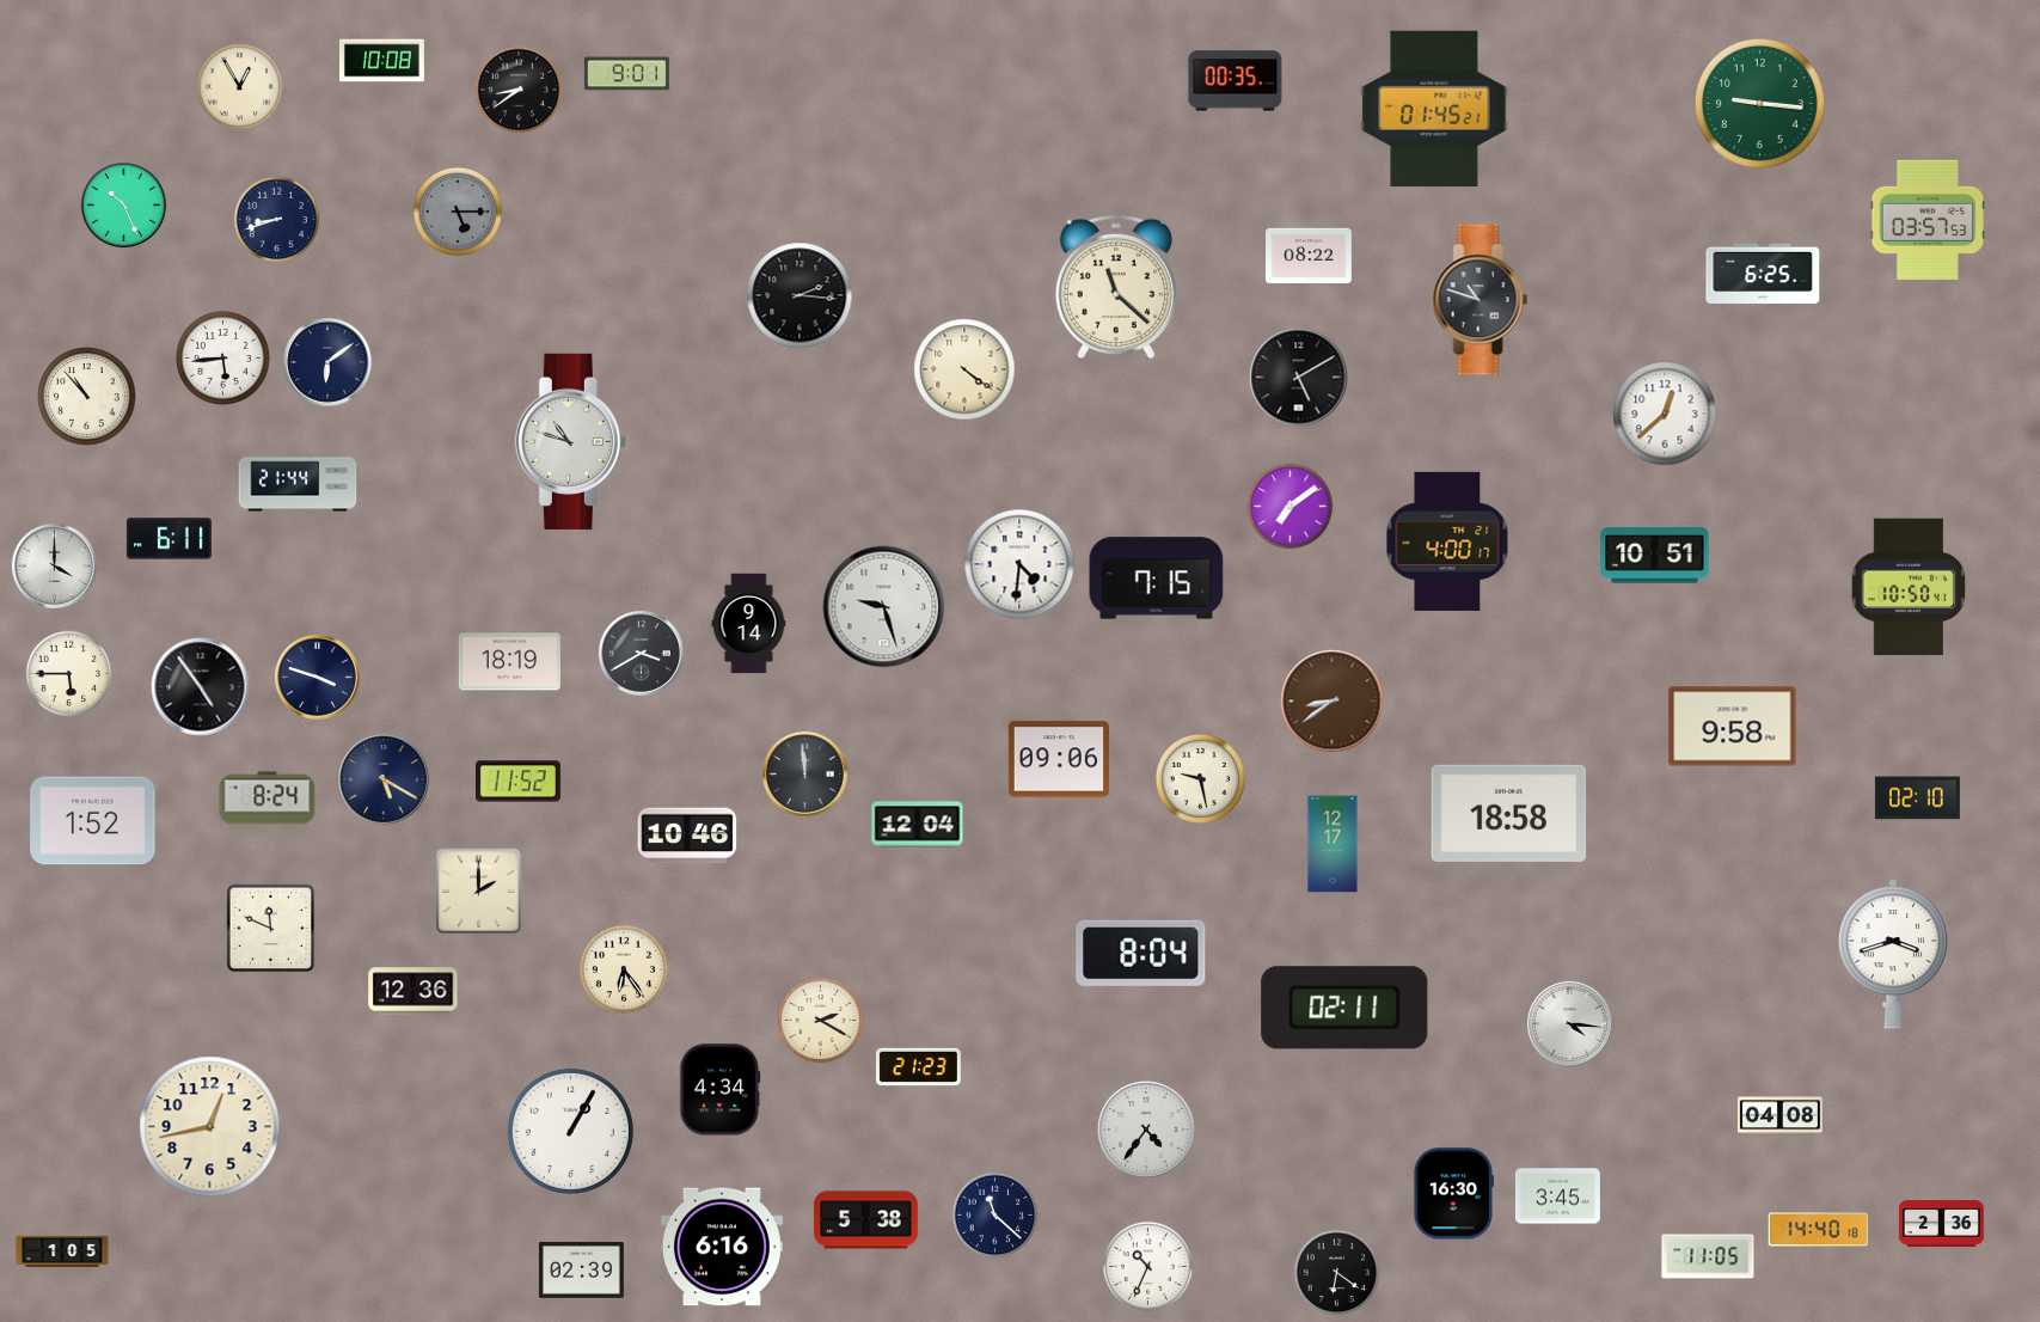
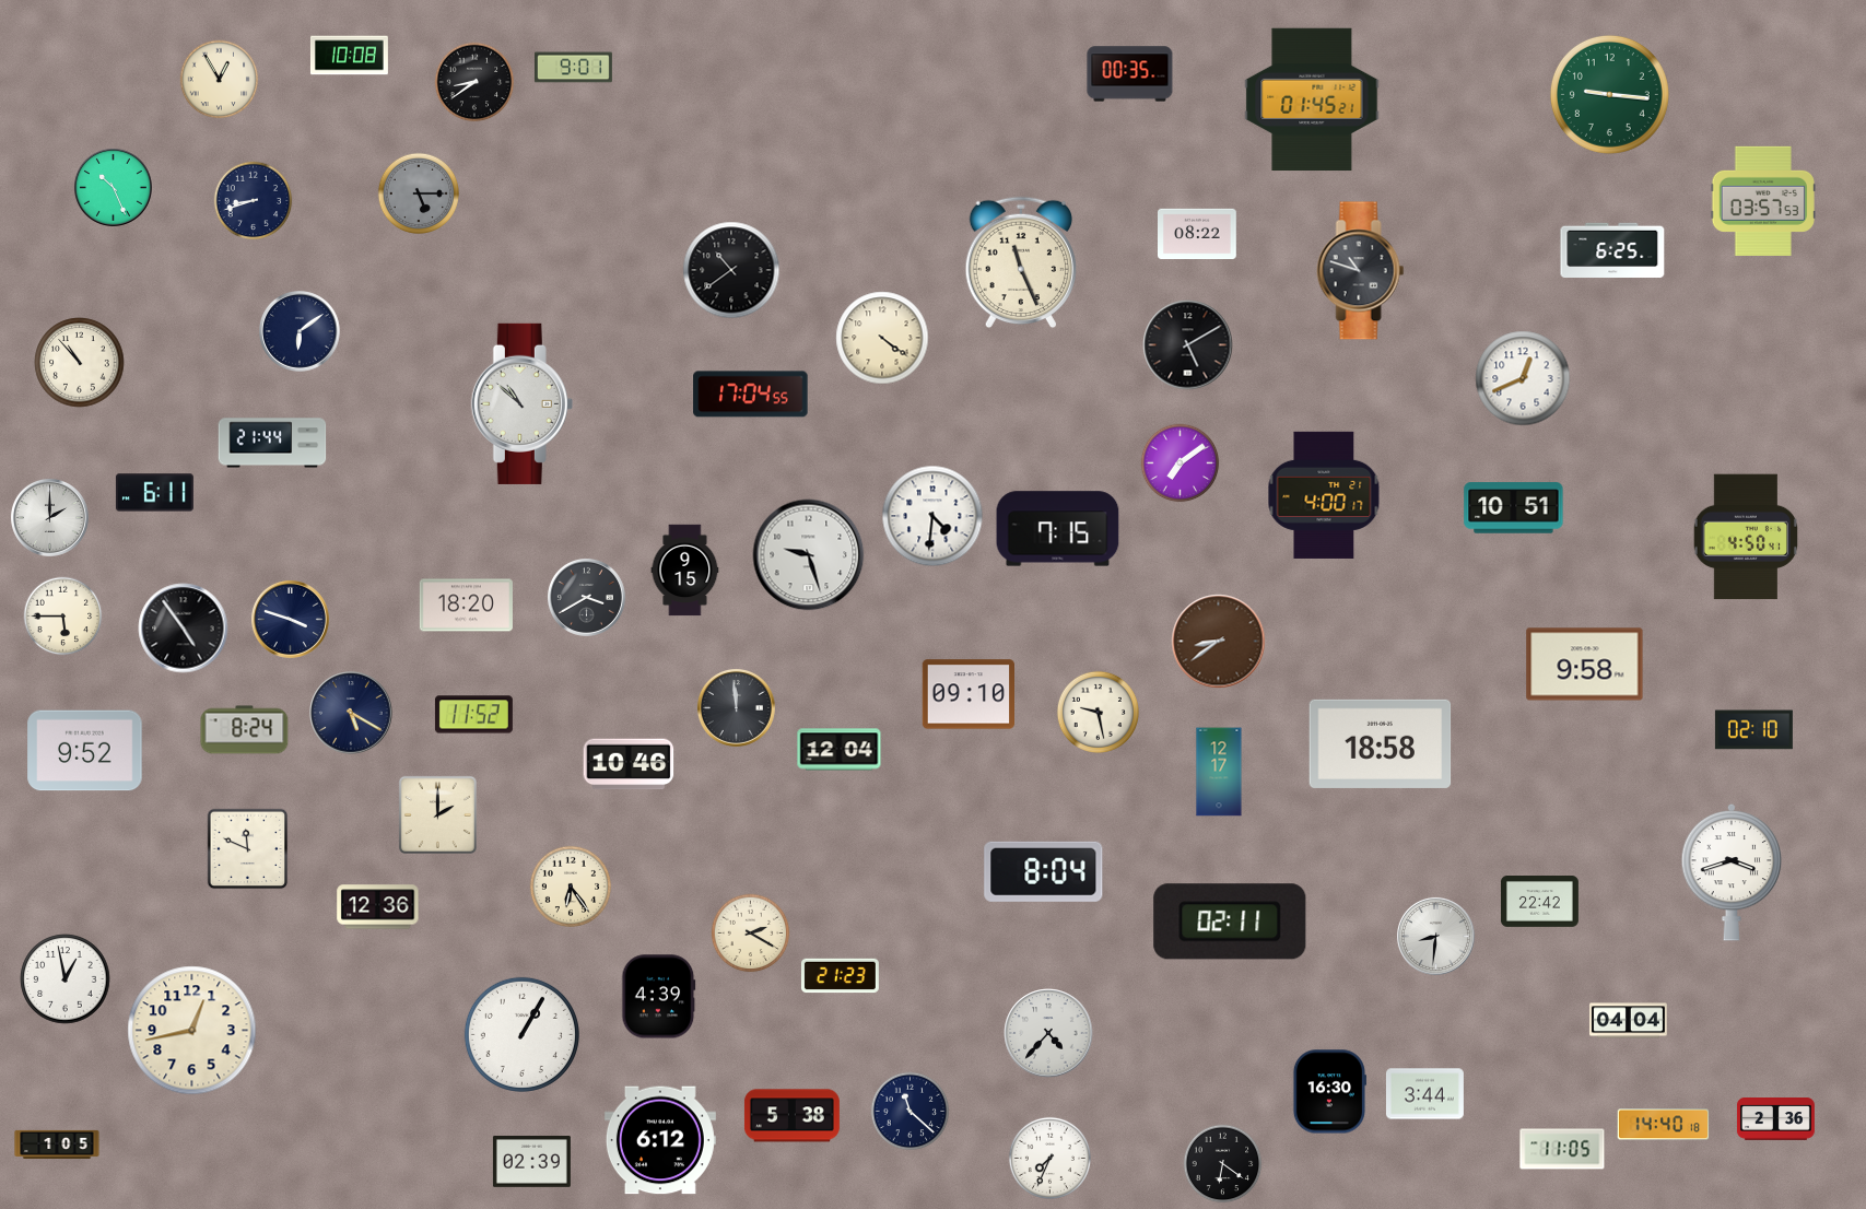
clock at (1115, 287): 11:22 -> 11:26
clock at (800, 295): 2:16 -> 10:39
clock at (1481, 300) position: (1481, 300) -> (1361, 271)
clock at (223, 359): 5:44 -> none
clock at (1665, 414): 12:38 -> 12:41
clock at (751, 395): none -> 17:04
clock at (570, 441): 10:48 -> 10:52
clock at (54, 565): 4:00 -> 2:00
clock at (1907, 587): 10:50 -> 4:50
clock at (749, 624): 9:14 -> 9:15
clock at (509, 662): 18:19 -> 18:20
clock at (1058, 759): 09:06 -> 09:10
clock at (93, 821): 1:52 -> 9:52
clock at (918, 825) position: (918, 825) -> (840, 750)
clock at (1539, 902): none -> 22:42
clock at (1569, 1023): 4:16 -> 8:31
clock at (66, 979): none -> 12:58
clock at (721, 1090): 4:34 -> 4:39
clock at (1779, 1116): 04:08 -> 04:04
clock at (1146, 1130): 4:36 -> 4:37
clock at (1557, 1196): 3:45 -> 3:44
clock at (722, 1247): 6:16 -> 6:12
clock at (1147, 1266): 10:34 -> 7:34
